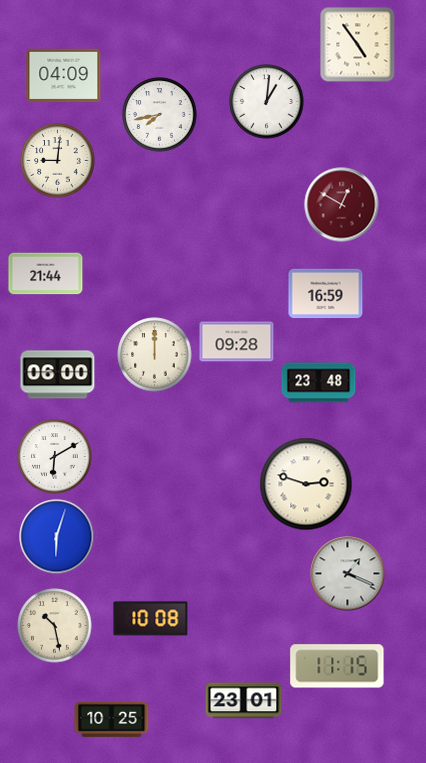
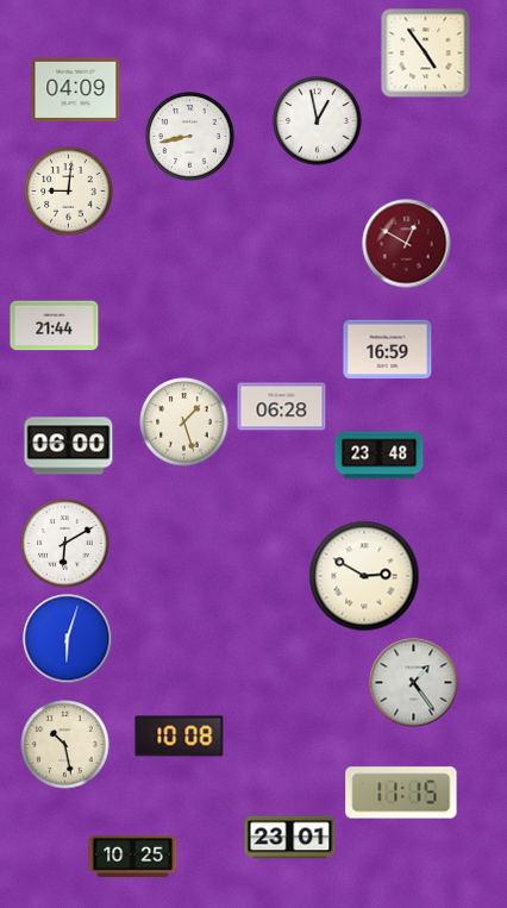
clock at (267, 102): 1:01 -> 12:58
clock at (160, 115): 7:43 -> 8:43
clock at (237, 342): 09:28 -> 06:28
clock at (155, 355): 12:00 -> 1:27
clock at (306, 484): 2:48 -> 2:50
clock at (348, 574): 1:19 -> 1:24
clock at (244, 701) position: (244, 701) -> (290, 838)
